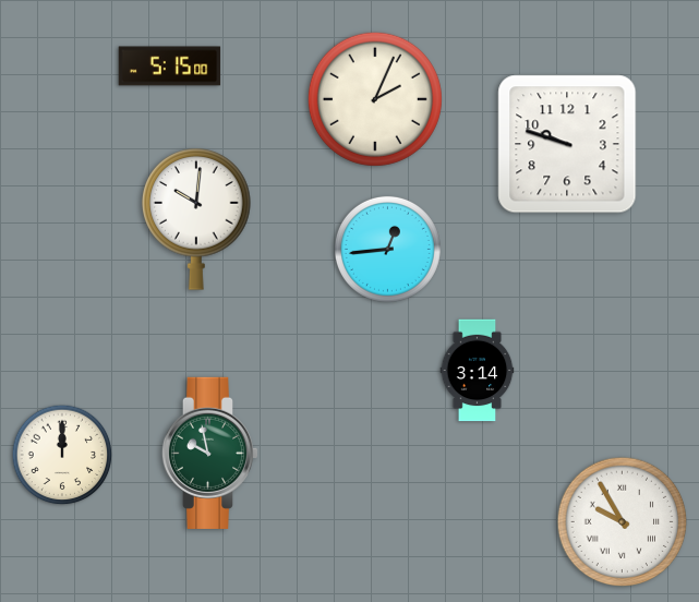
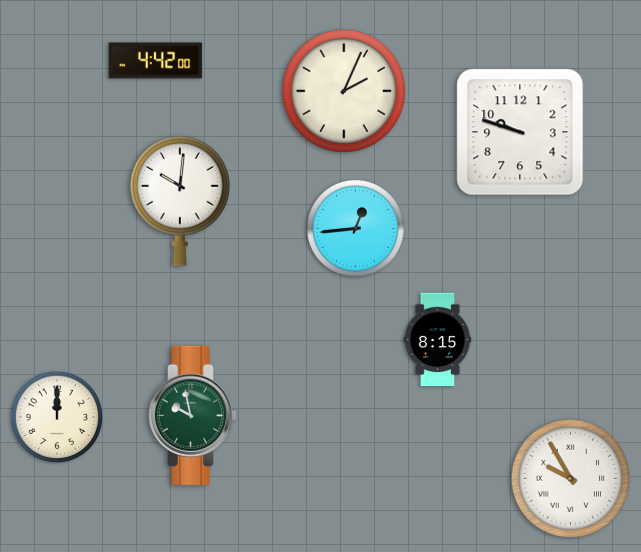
clock at (170, 67): 5:15 -> 4:42
clock at (478, 371): 3:14 -> 8:15
